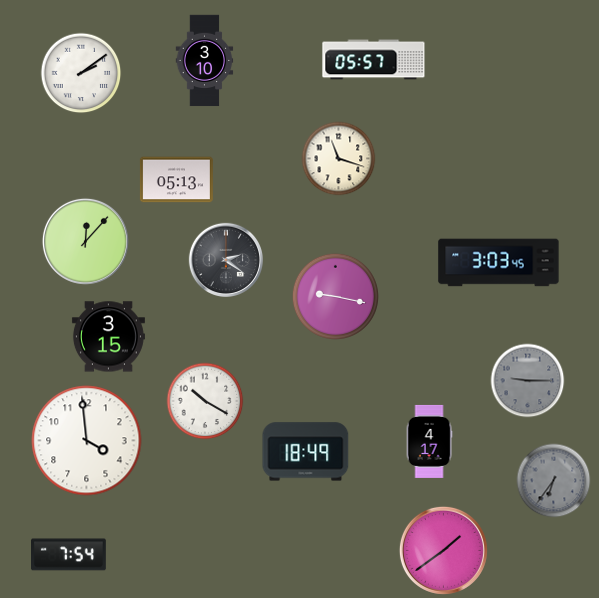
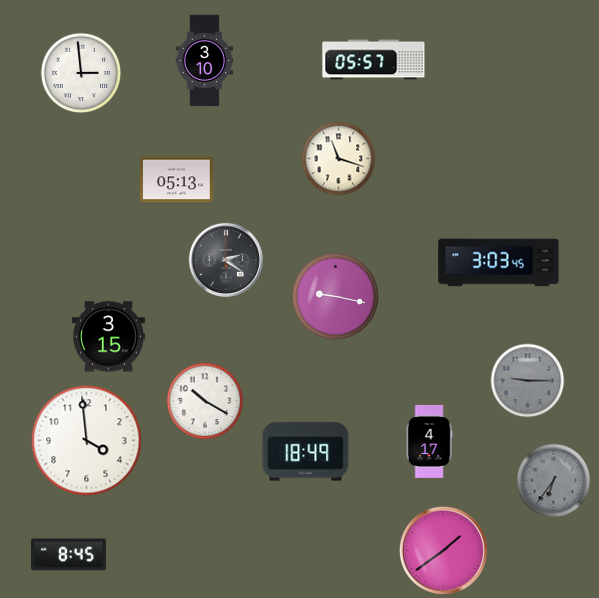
clock at (81, 73): 2:09 -> 2:59
clock at (85, 241): 12:07 -> none
clock at (69, 555): 7:54 -> 8:45
